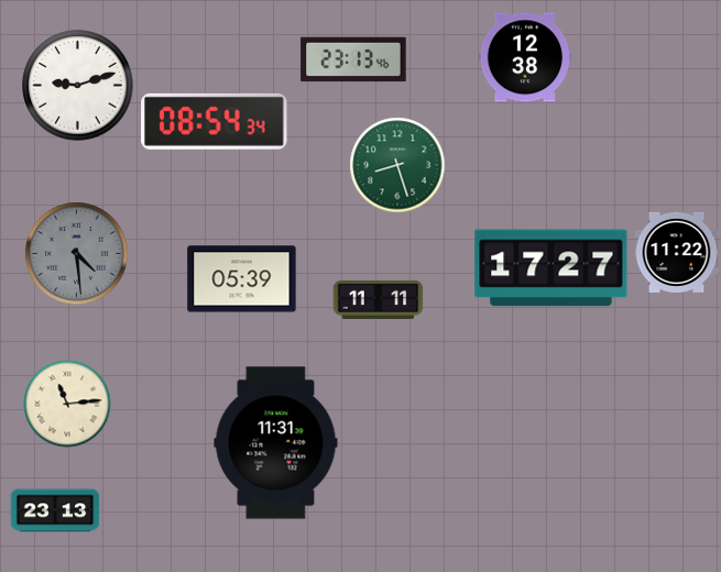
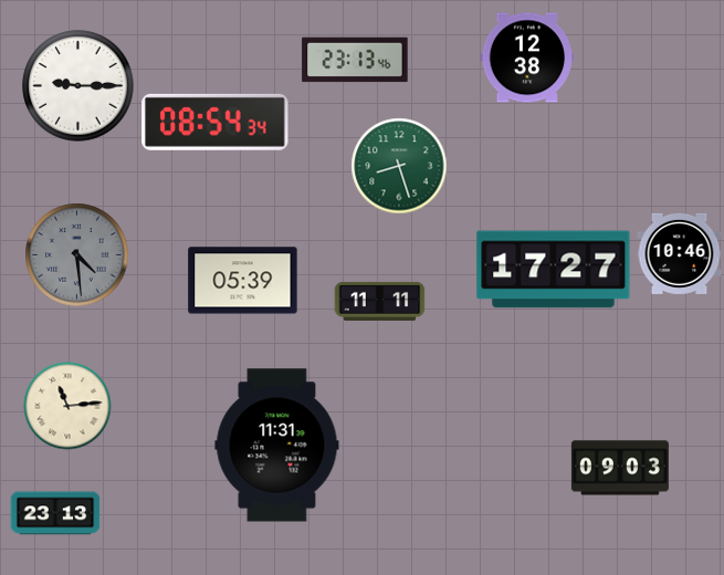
clock at (78, 86): 9:12 -> 9:15
clock at (677, 252): 11:22 -> 10:46
clock at (620, 468): none -> 09:03
